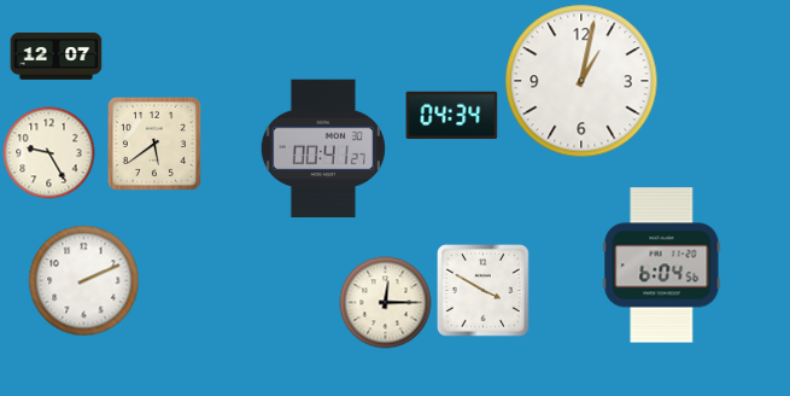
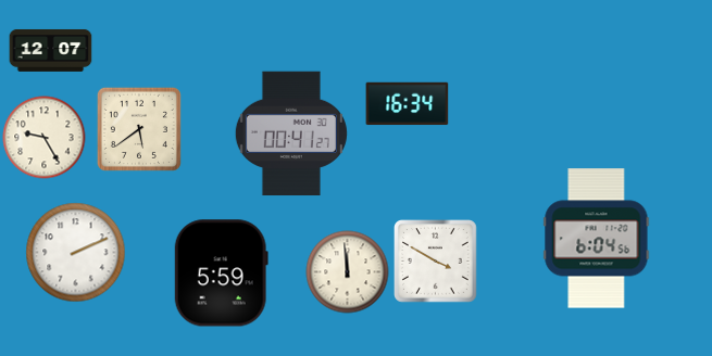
clock at (581, 81): 1:02 -> none
clock at (452, 116): 04:34 -> 16:34
clock at (386, 303): 12:15 -> 11:59
clock at (221, 274): none -> 5:59
